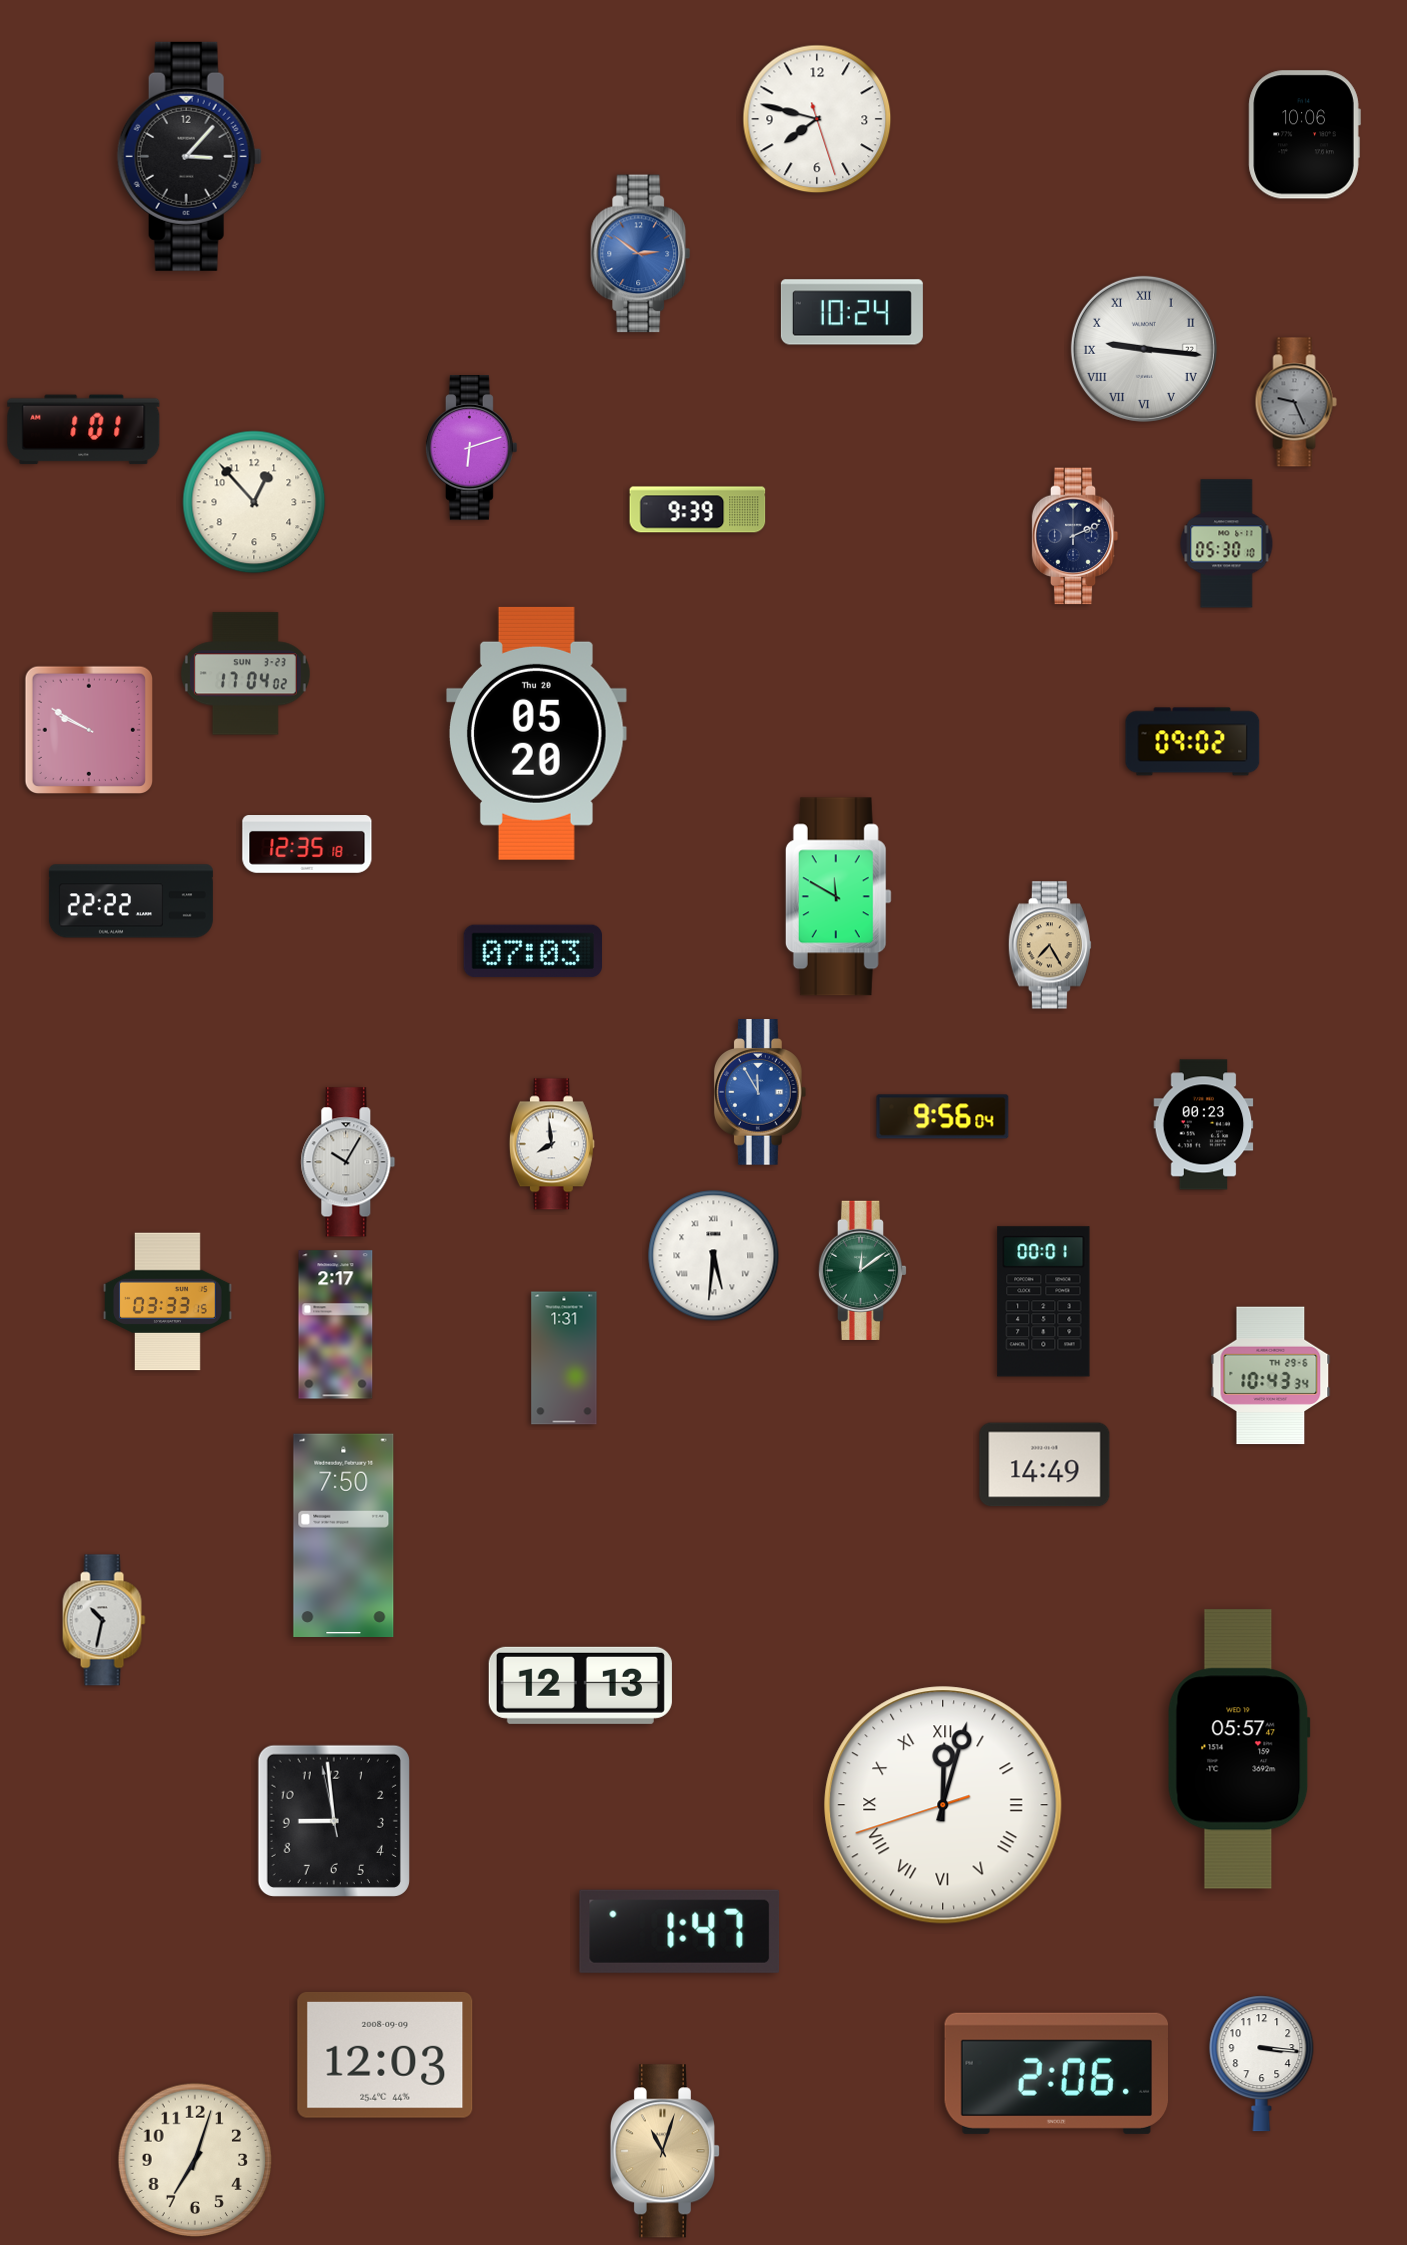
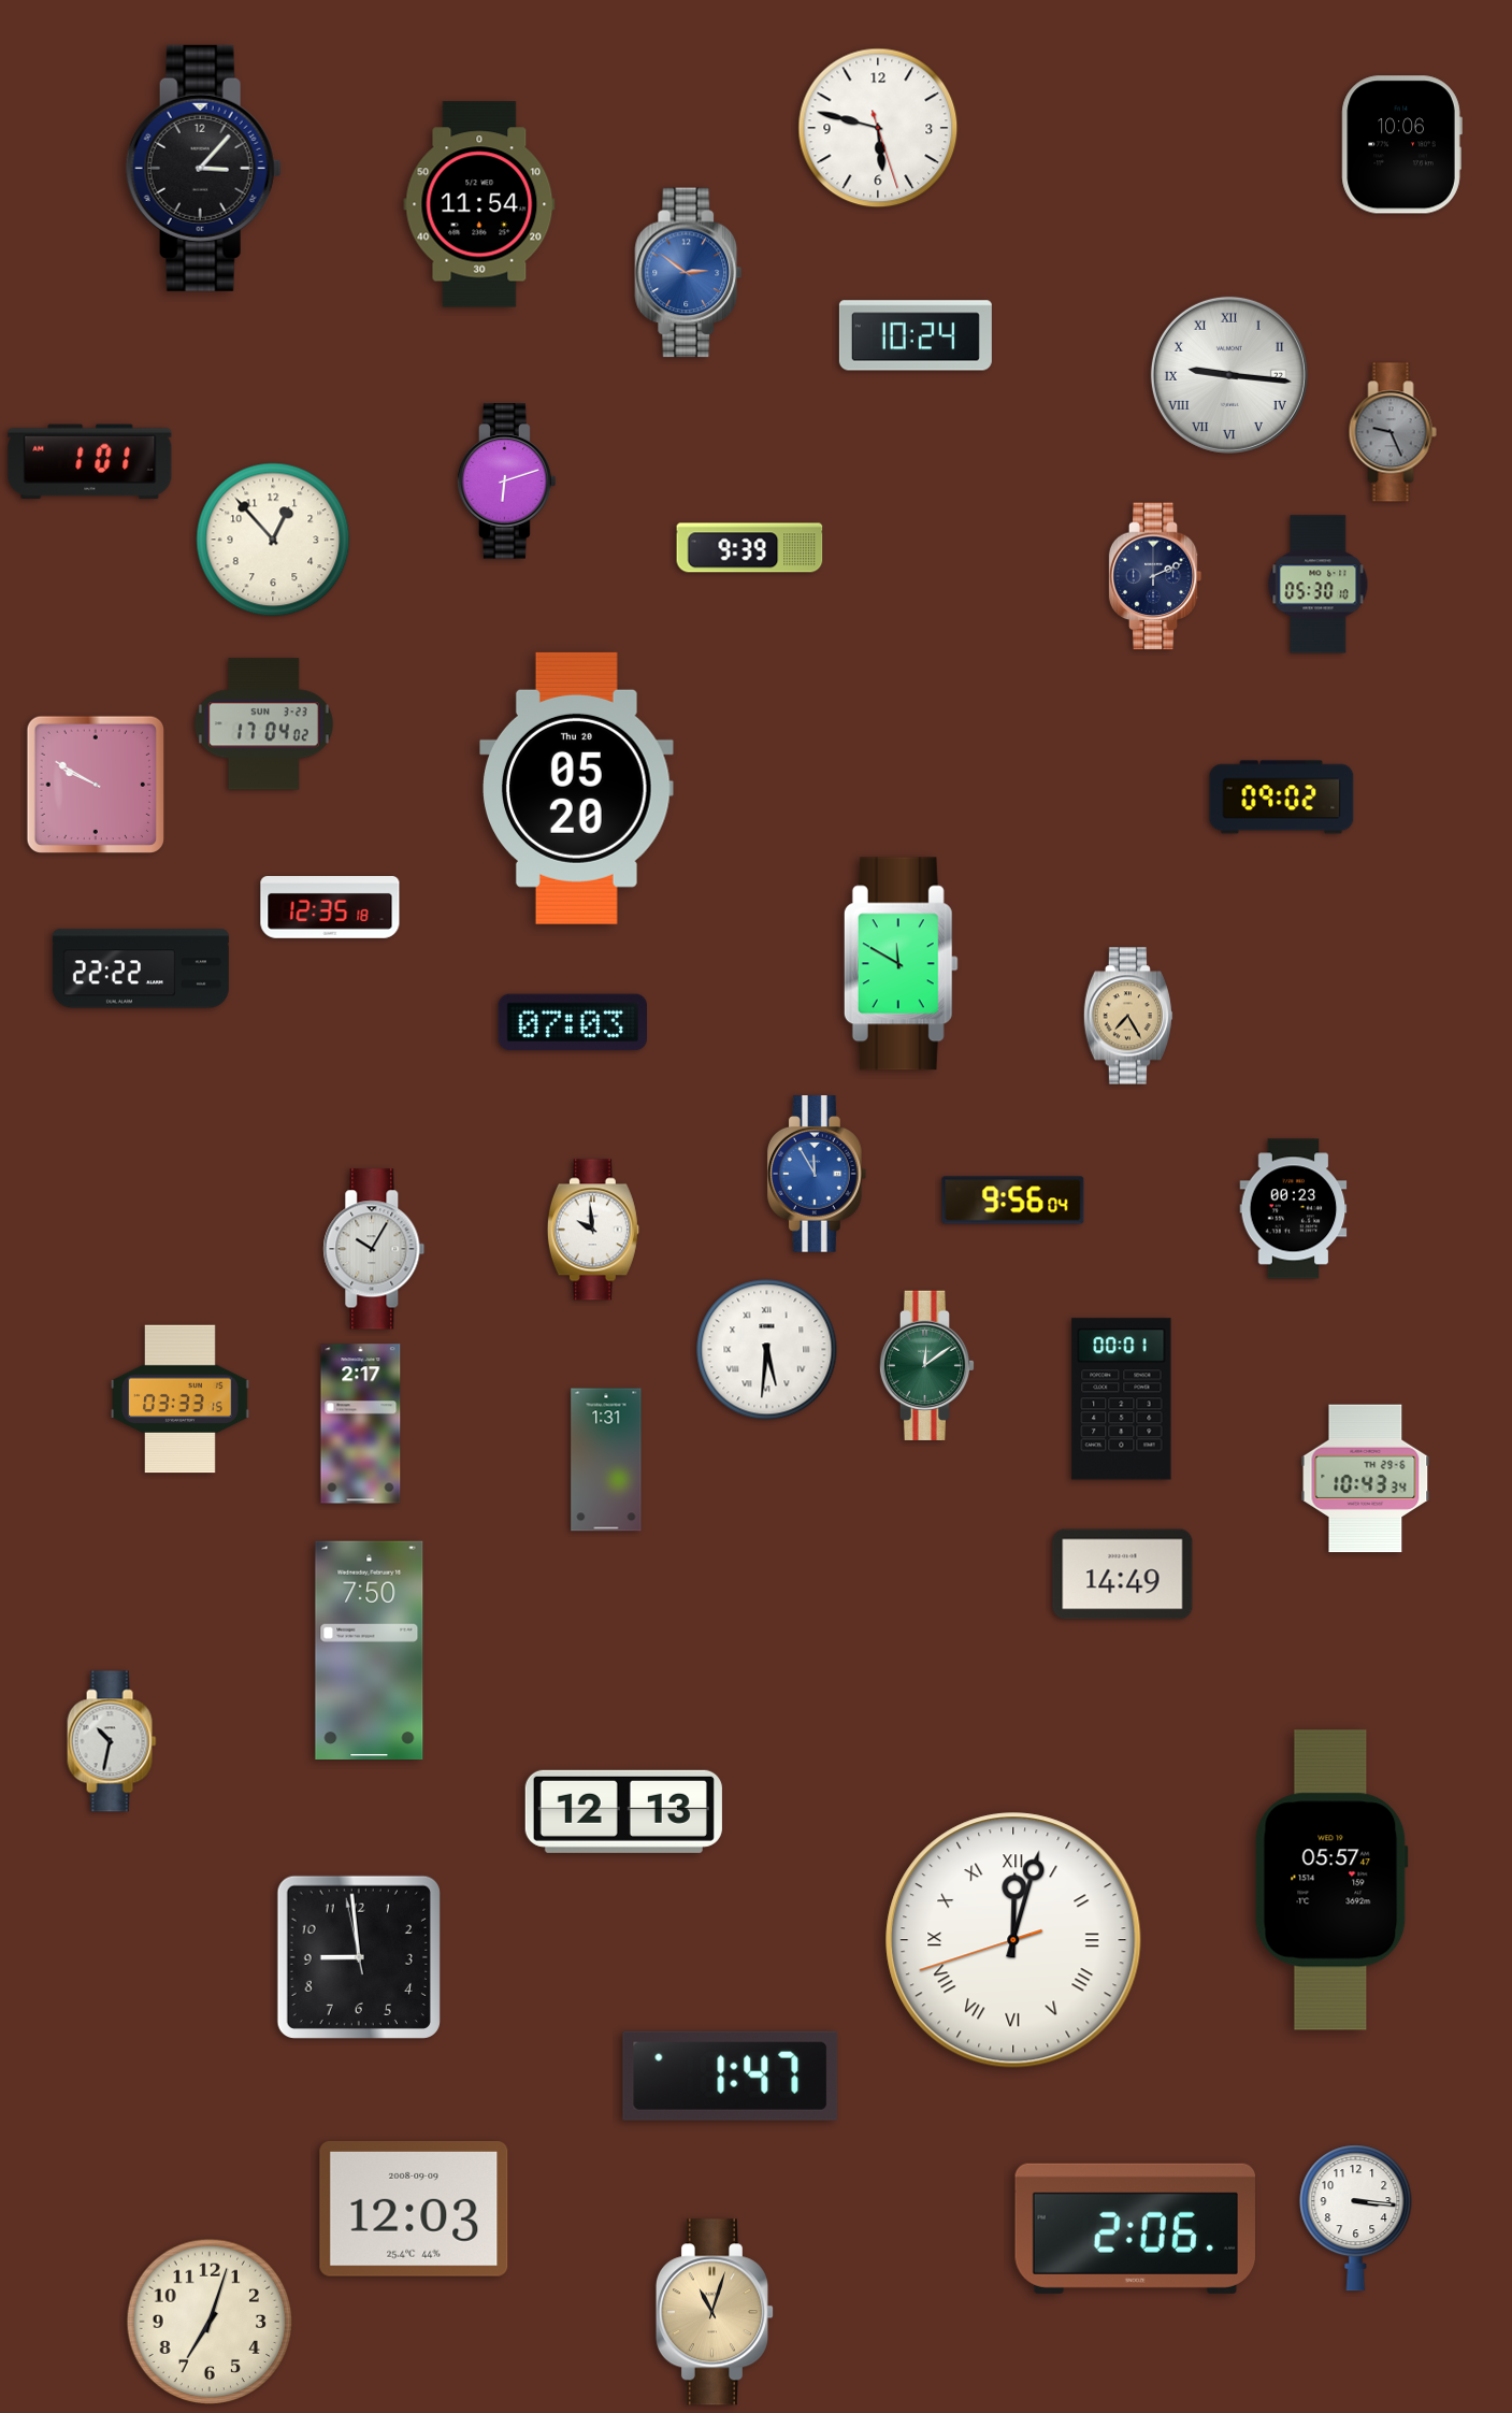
clock at (817, 119): 7:47 -> 5:47
clock at (479, 204): none -> 11:54
clock at (552, 1144): 7:59 -> 9:59
